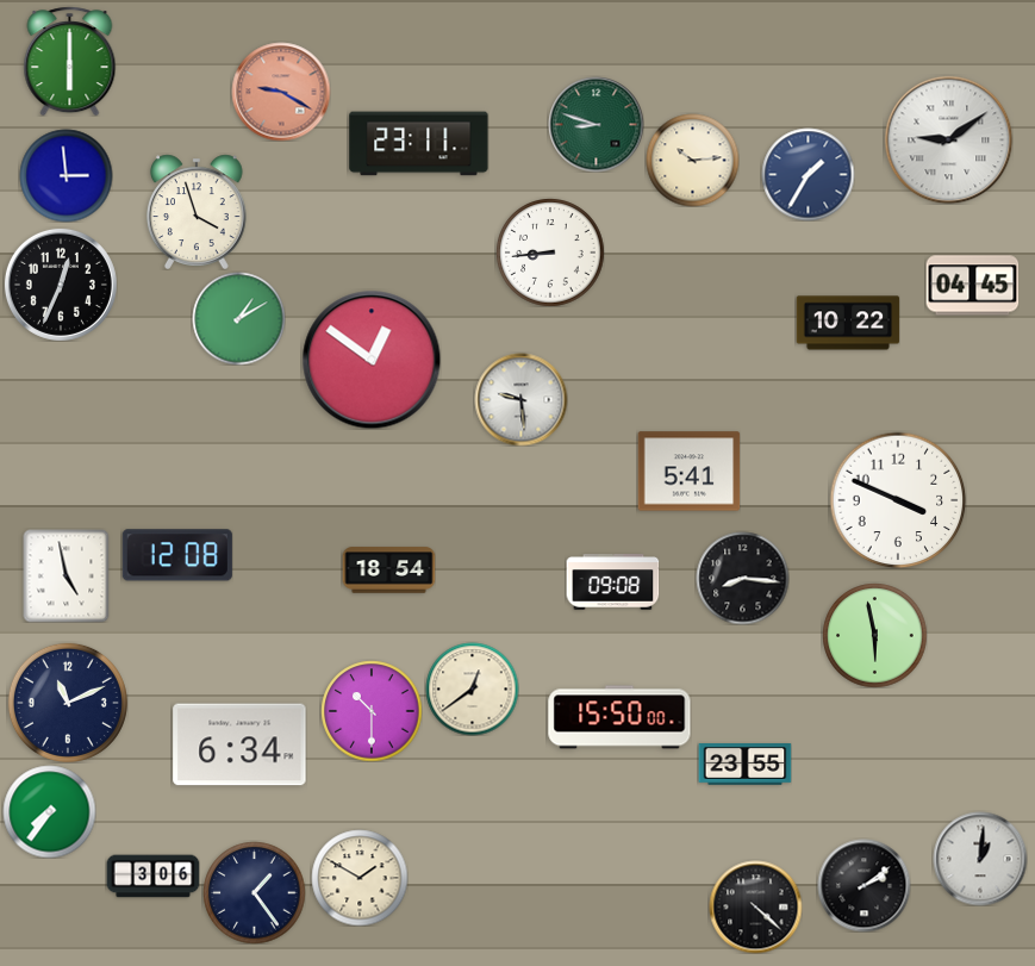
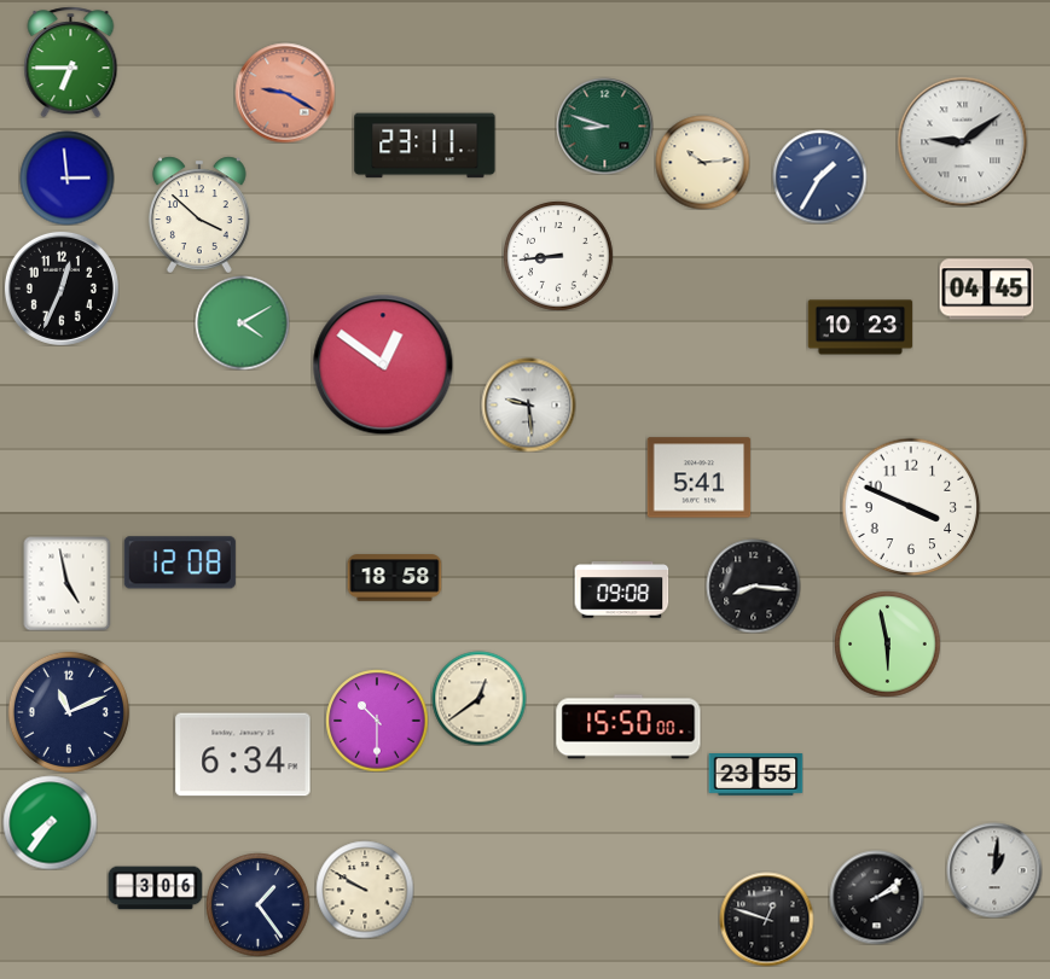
clock at (70, 61): 6:00 -> 6:45
clock at (197, 212): 3:57 -> 3:52
clock at (238, 318): 1:10 -> 4:10
clock at (848, 323): 10:22 -> 10:23
clock at (372, 360) position: (372, 360) -> (383, 365)
clock at (388, 571): 18:54 -> 18:58
clock at (360, 878): 1:50 -> 9:50
clock at (755, 906): 4:22 -> 12:48
